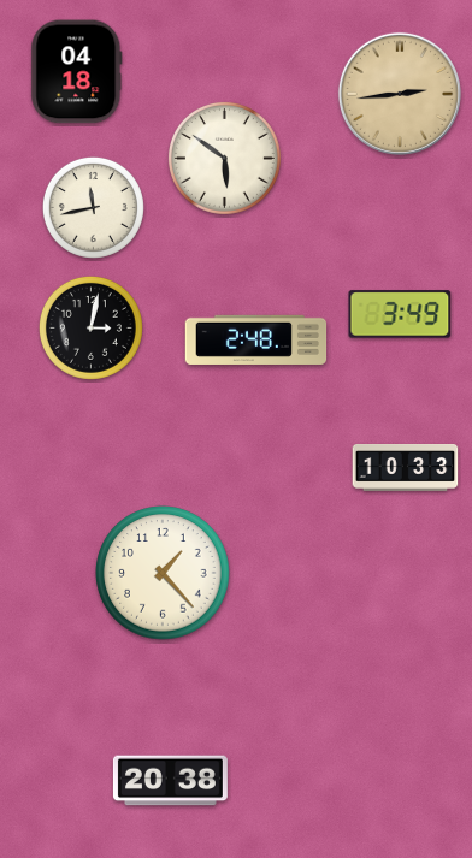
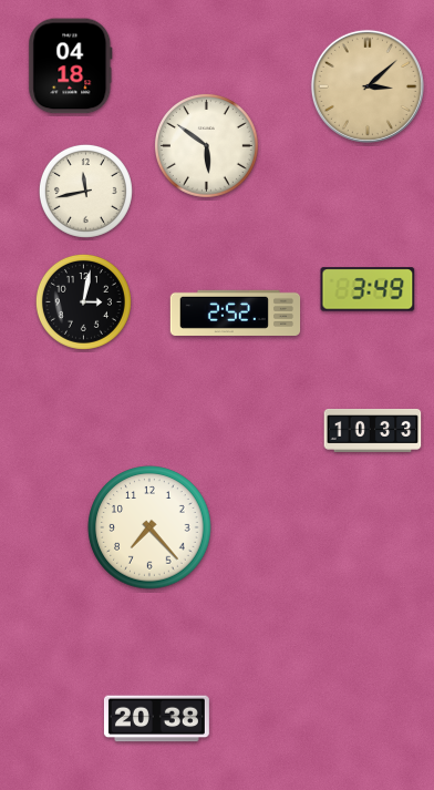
clock at (400, 94): 2:44 -> 3:08
clock at (256, 339): 2:48 -> 2:52
clock at (163, 573): 1:23 -> 7:23
